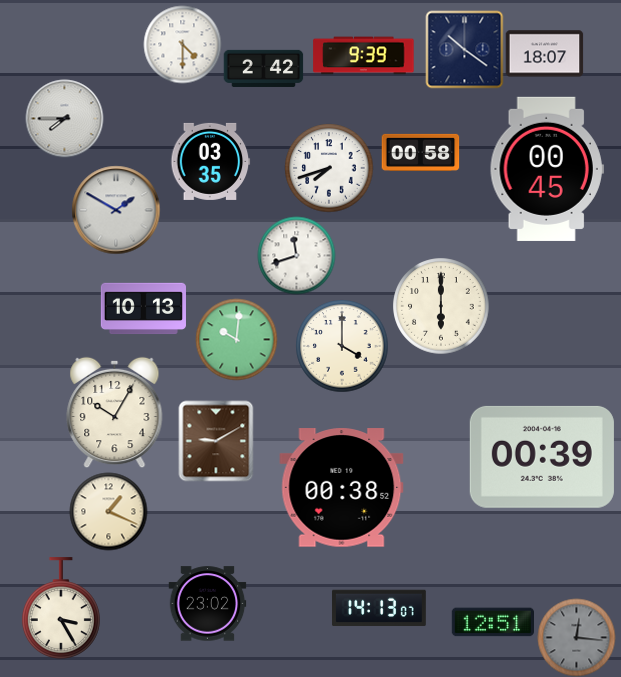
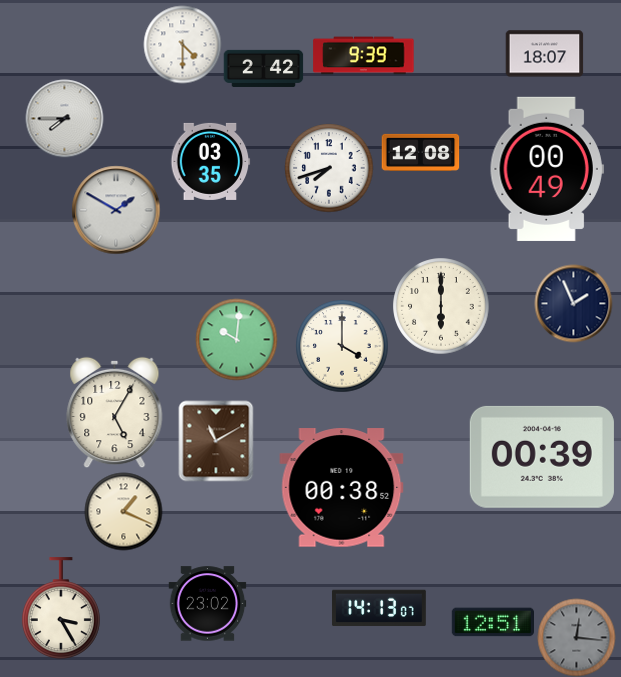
clock at (464, 49): 10:21 -> none
clock at (420, 152): 00:58 -> 12:08
clock at (547, 169): 00:45 -> 00:49
clock at (296, 255): 11:42 -> none
clock at (573, 303): none -> 1:56
clock at (143, 309): 10:13 -> none
clock at (115, 412): 10:05 -> 5:05
clock at (216, 441): 9:10 -> 11:10
clock at (108, 511) position: (108, 511) -> (123, 511)
